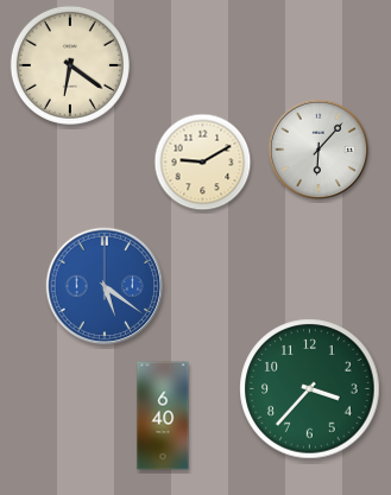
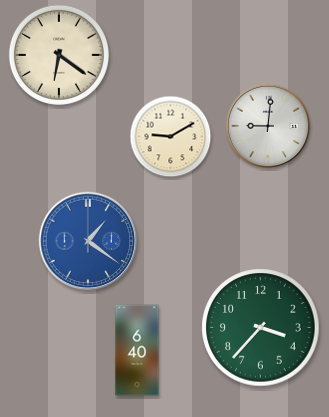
clock at (319, 150): 6:07 -> 9:01
clock at (105, 286): 5:21 -> 1:21
